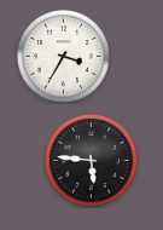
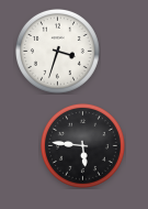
clock at (63, 56): 3:35 -> 3:33
